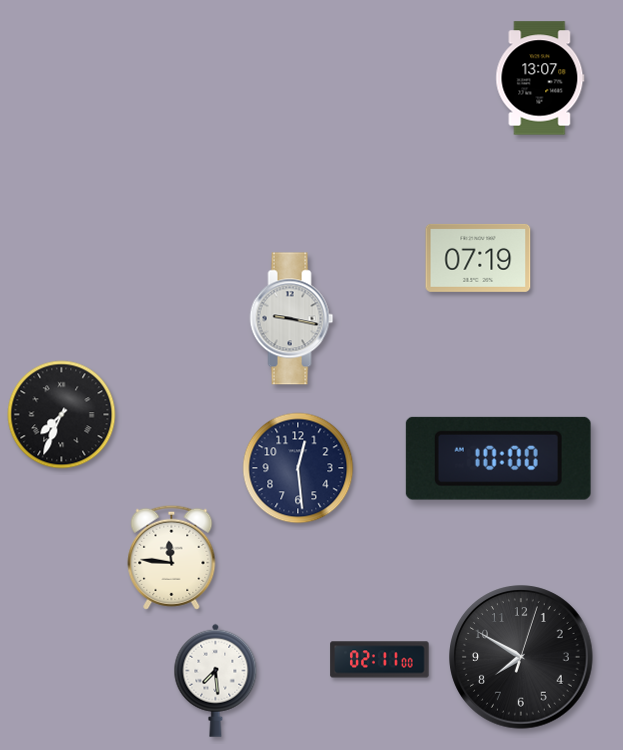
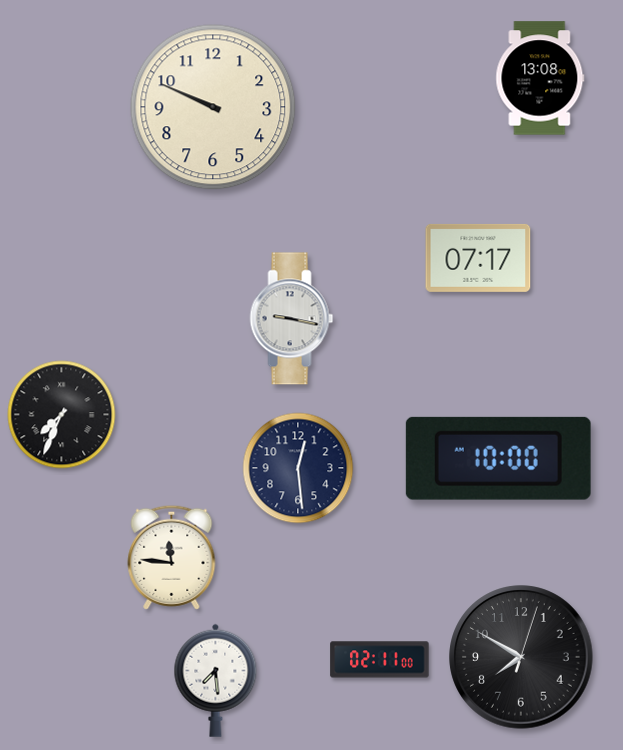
clock at (540, 78): 13:07 -> 13:08
clock at (213, 107): none -> 9:49
clock at (478, 258): 07:19 -> 07:17
